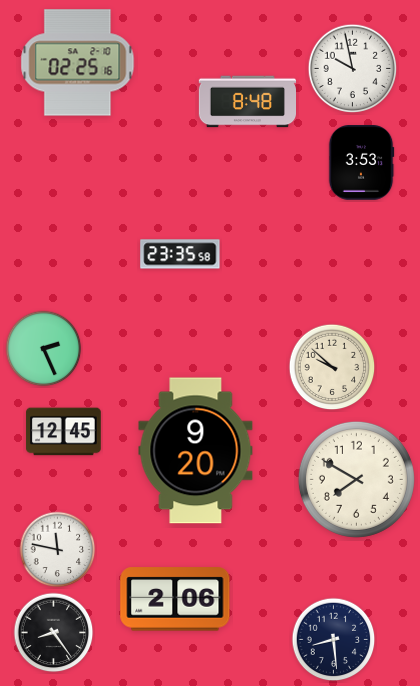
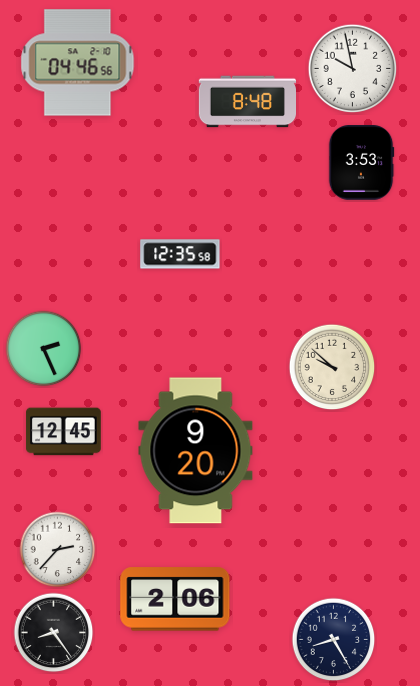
clock at (78, 63): 02:25 -> 04:46
clock at (180, 254): 23:35 -> 12:35
clock at (356, 479): 7:50 -> none
clock at (58, 550): 11:47 -> 2:37
clock at (334, 640): 8:29 -> 8:25
